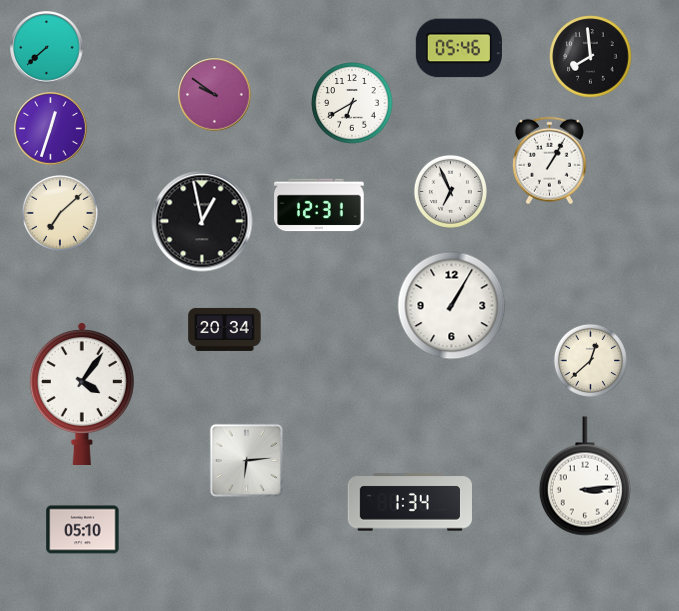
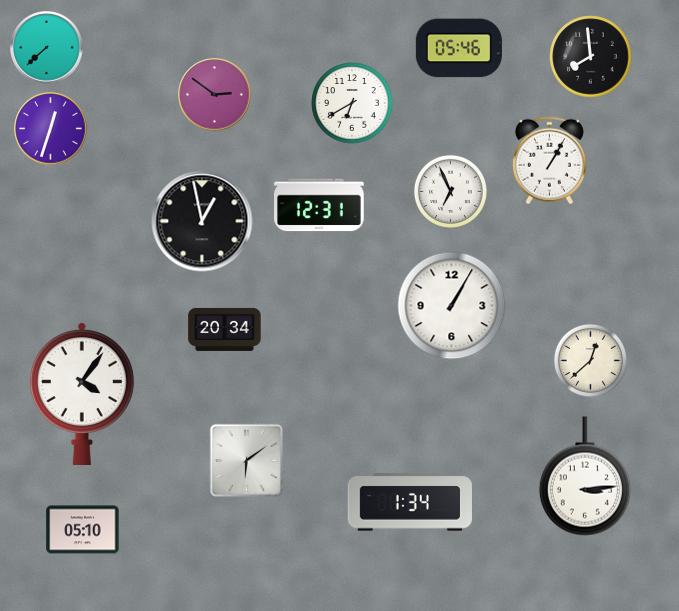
clock at (215, 95): 9:51 -> 2:51
clock at (60, 213): 7:08 -> none
clock at (246, 460): 6:14 -> 6:09
